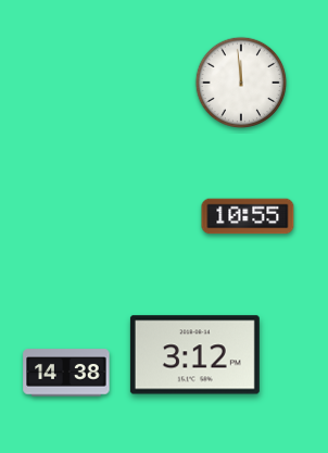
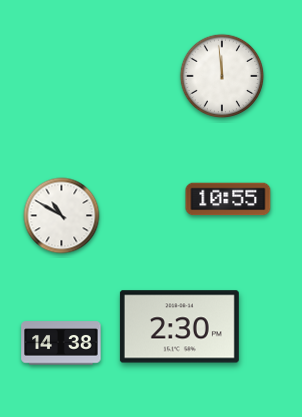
clock at (62, 216): none -> 10:50
clock at (194, 355): 3:12 -> 2:30
